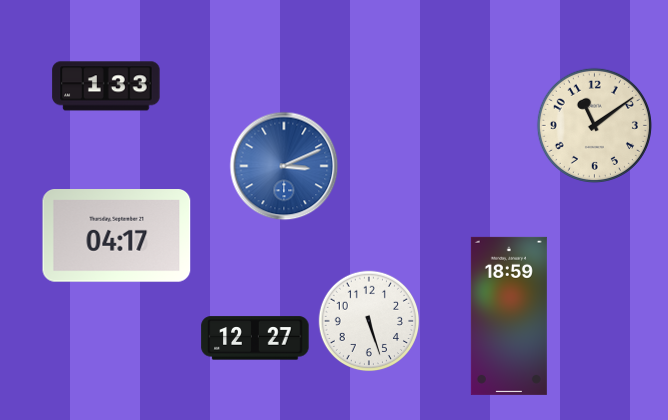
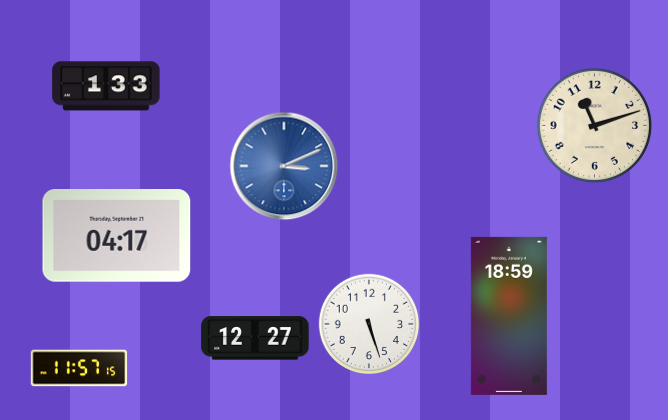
clock at (594, 125): 11:09 -> 11:12
clock at (369, 321) position: (369, 321) -> (369, 324)
clock at (79, 368): none -> 11:57
